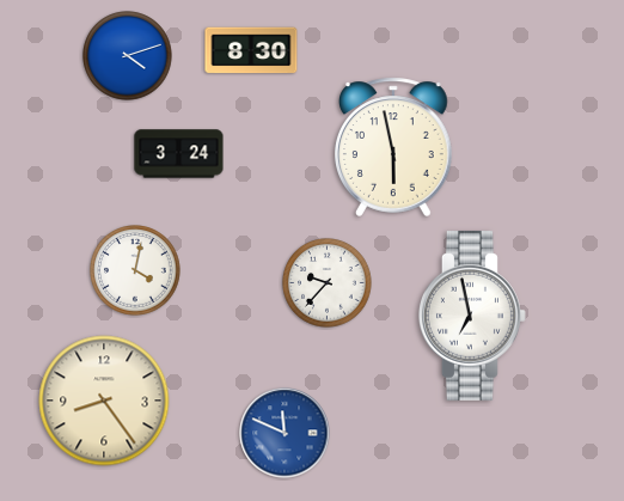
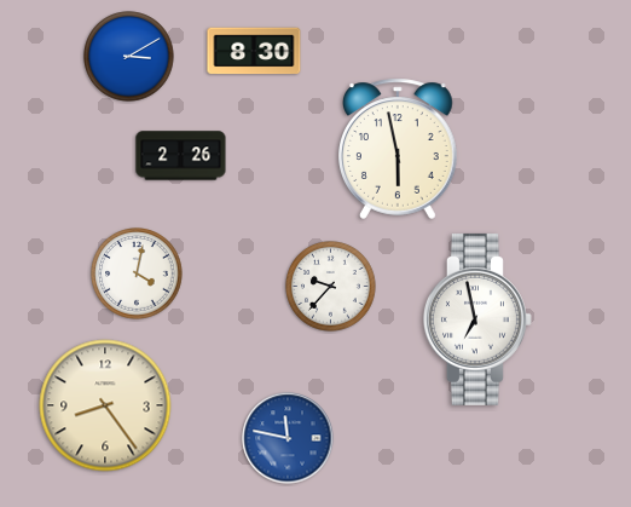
clock at (128, 56): 4:12 -> 3:10
clock at (179, 154): 3:24 -> 2:26
clock at (285, 433): 11:49 -> 11:47
